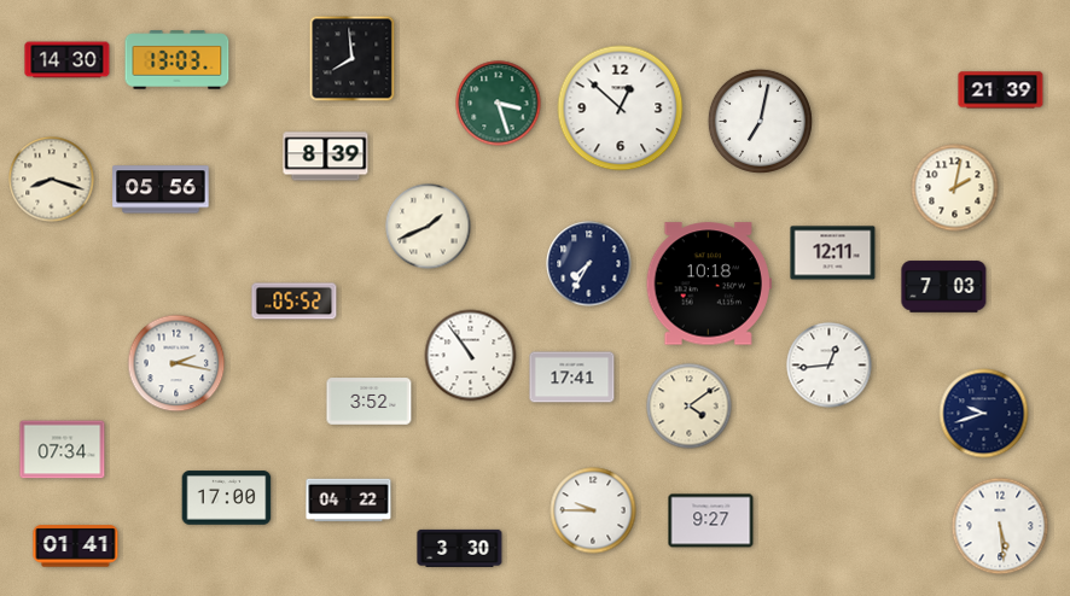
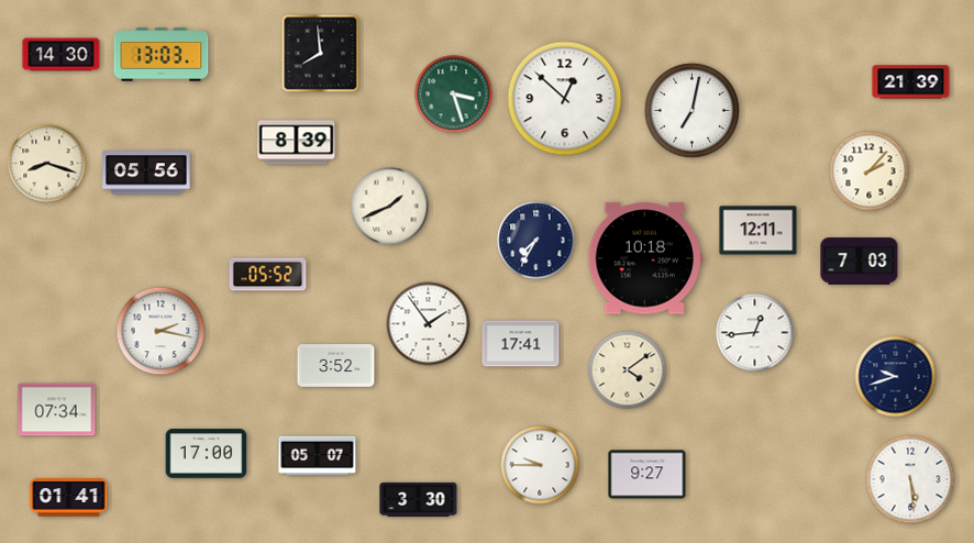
clock at (955, 188): 2:02 -> 2:07
clock at (471, 356): 10:54 -> 1:54
clock at (349, 501): 04:22 -> 05:07
